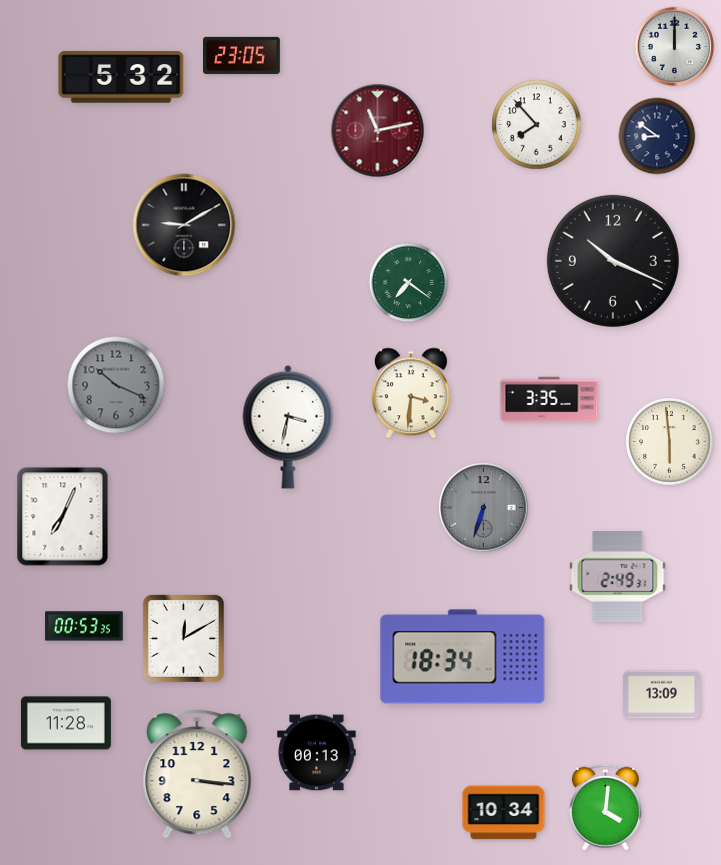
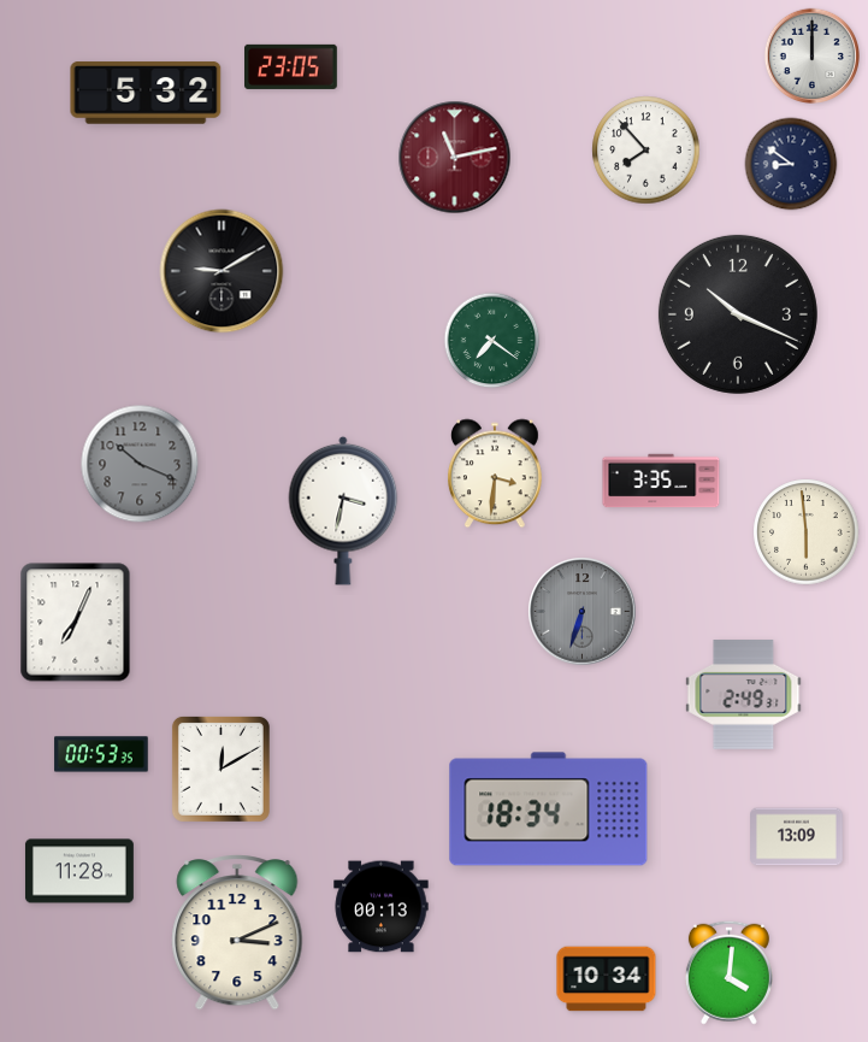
clock at (288, 427) position: (288, 427) -> (343, 511)
clock at (463, 657) position: (463, 657) -> (549, 810)
clock at (197, 775): 3:16 -> 3:11
